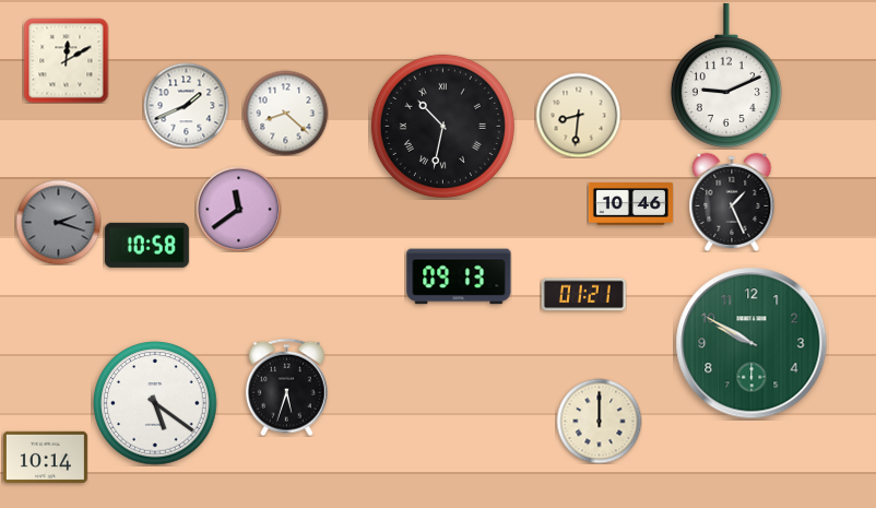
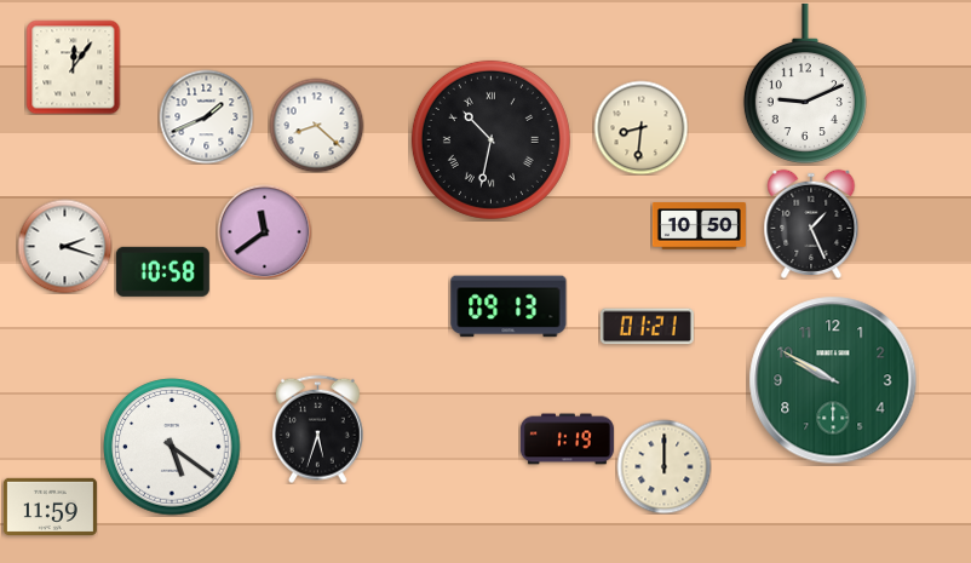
clock at (66, 60): 12:10 -> 12:06
clock at (630, 204): 10:46 -> 10:50
clock at (58, 222) dial: grey -> white
clock at (567, 440): none -> 1:19
clock at (45, 457): 10:14 -> 11:59
